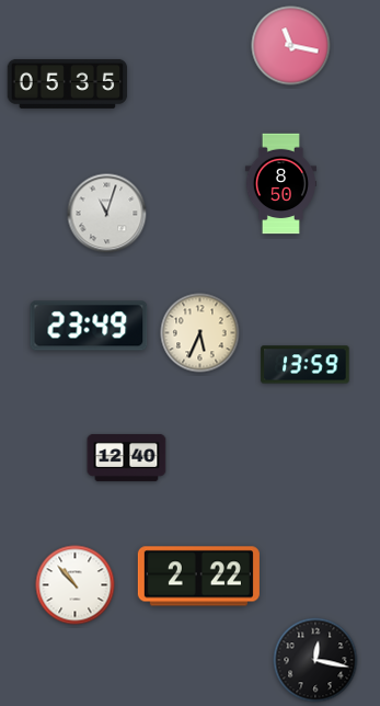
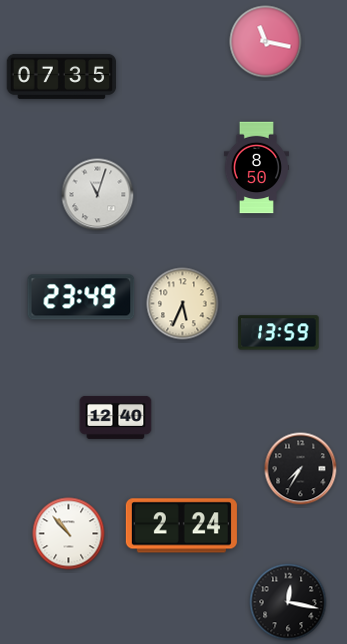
clock at (68, 83): 05:35 -> 07:35
clock at (301, 469): none -> 7:35
clock at (198, 577): 2:22 -> 2:24
